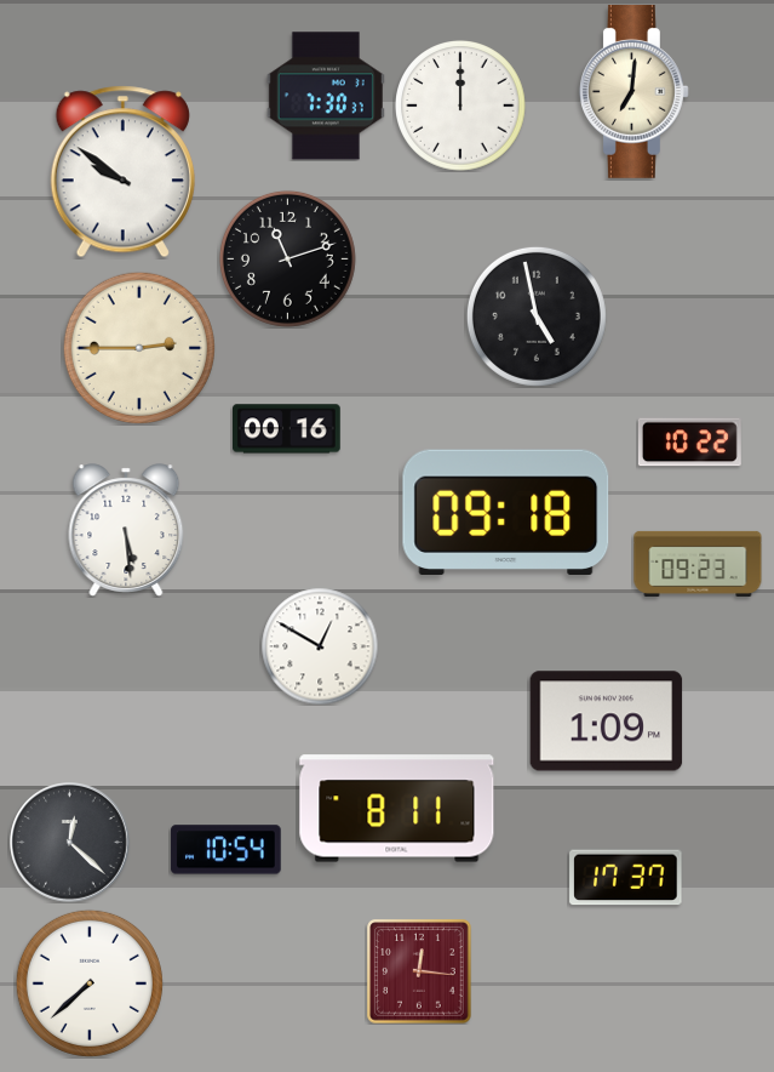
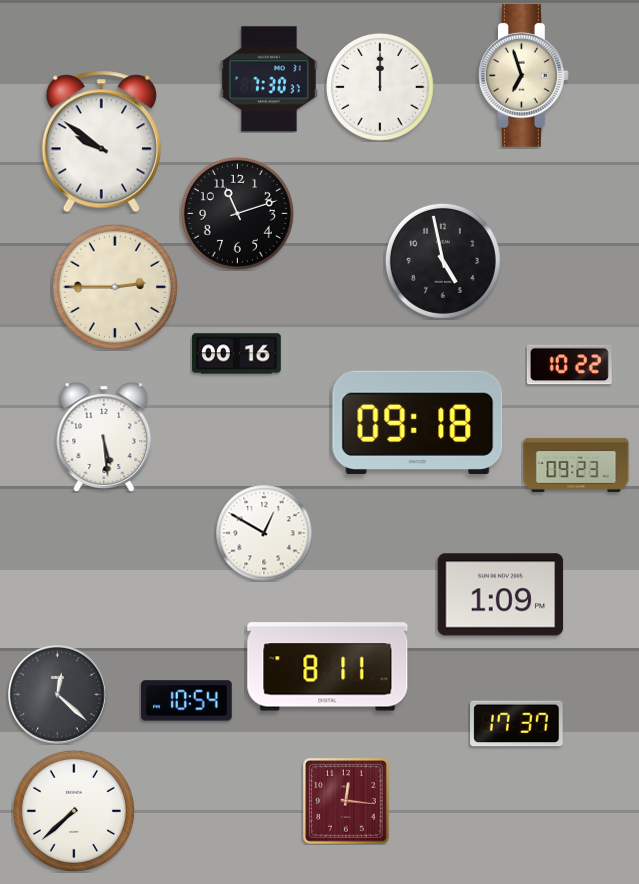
clock at (633, 91): 7:01 -> 6:57
